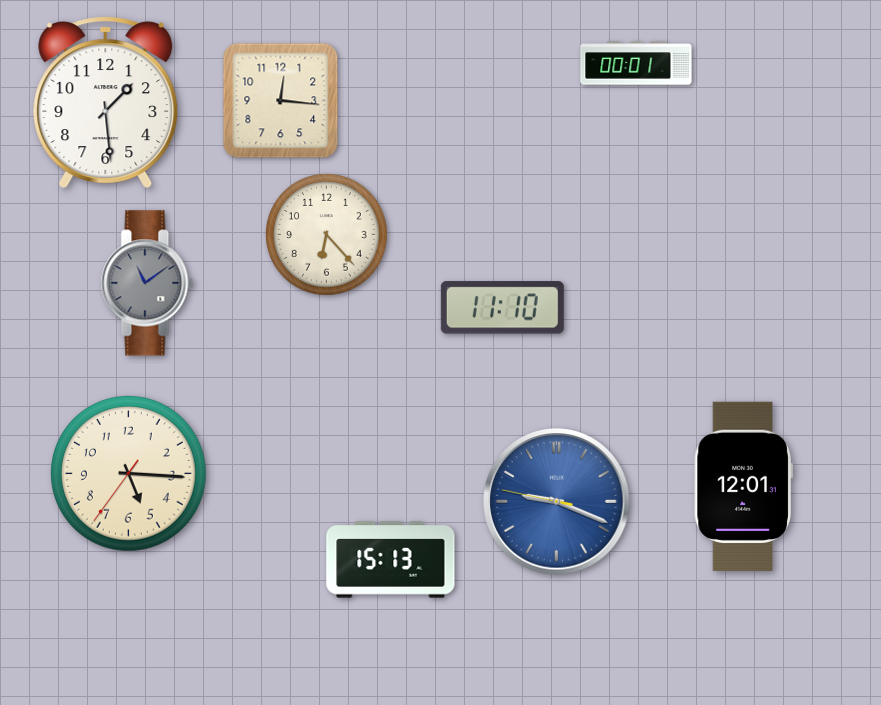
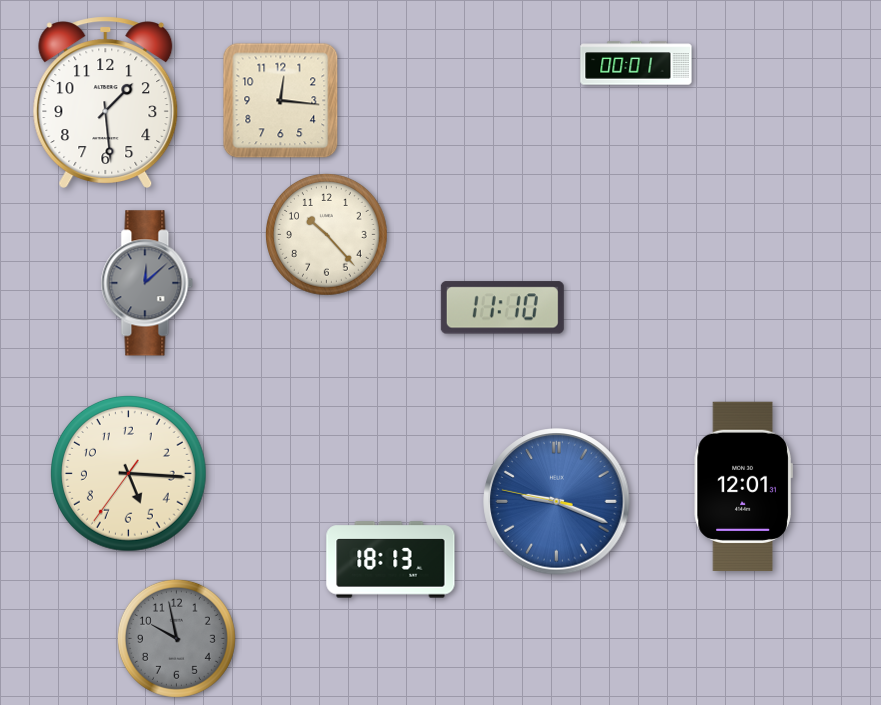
clock at (327, 235): 6:23 -> 10:23
clock at (147, 283): 11:09 -> 12:08
clock at (391, 560): 15:13 -> 18:13
clock at (176, 638): none -> 9:58
